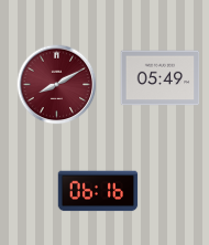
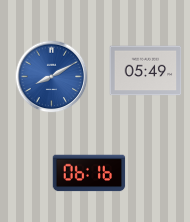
clock at (57, 85) dial: burgundy -> blue
